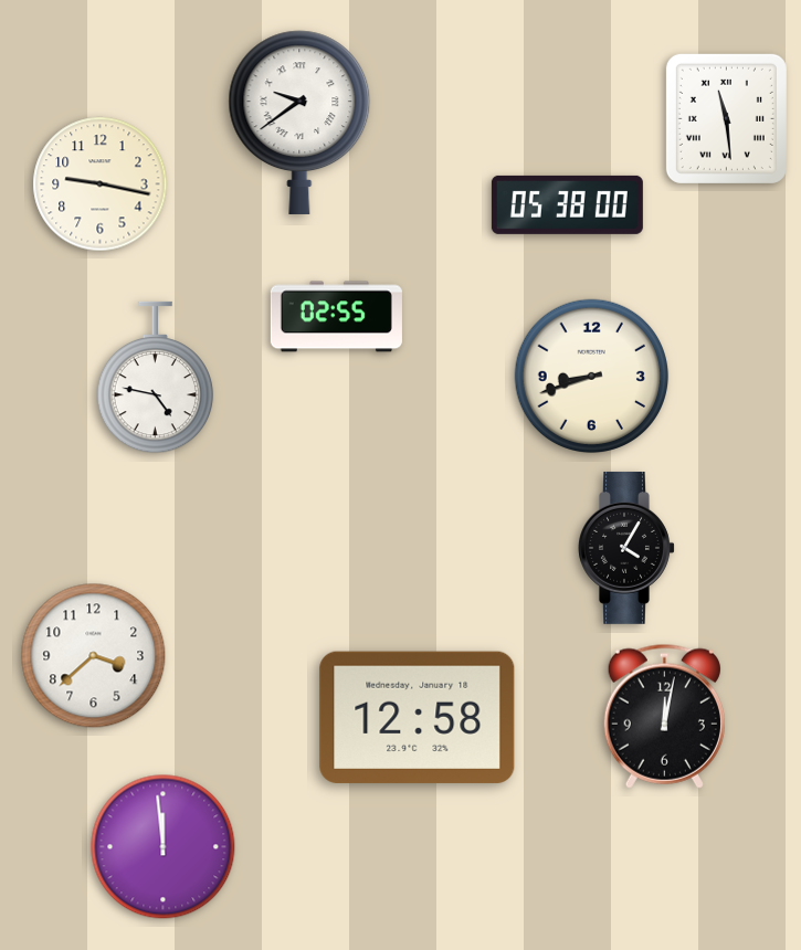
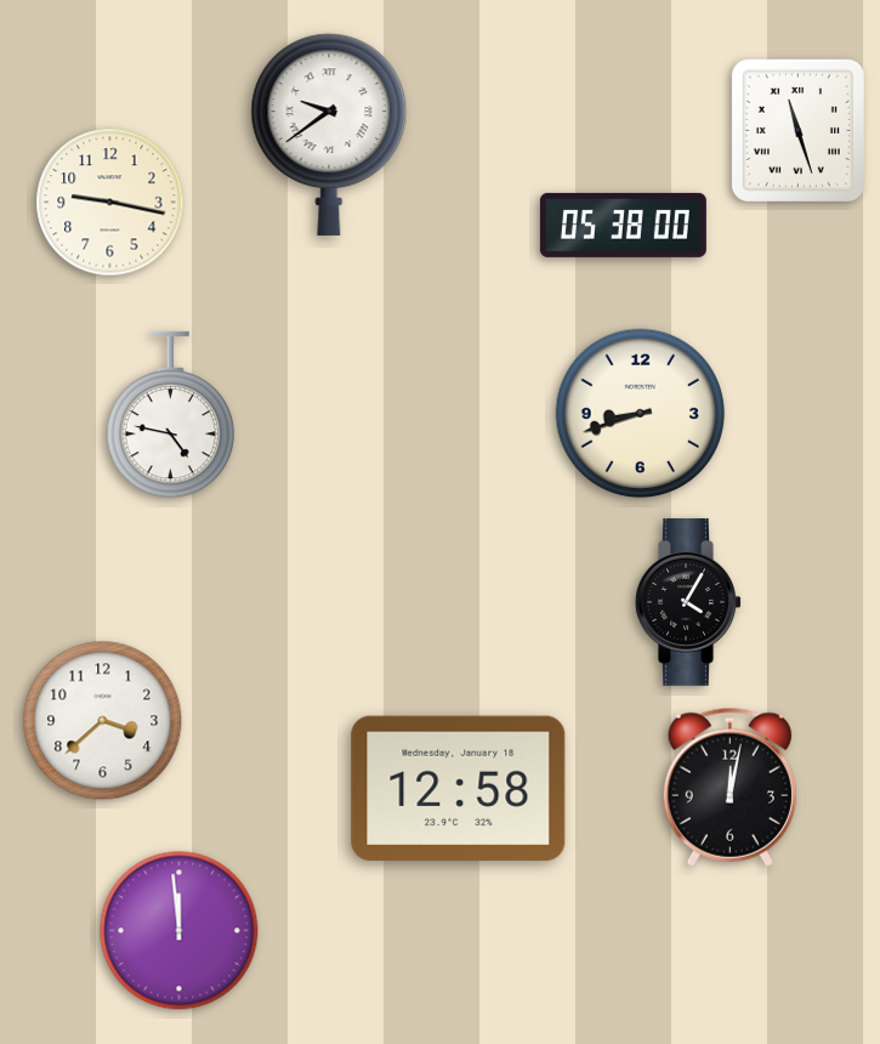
clock at (726, 118): 11:29 -> 11:27
clock at (336, 317): 02:55 -> none
clock at (592, 377) position: (592, 377) -> (641, 414)
